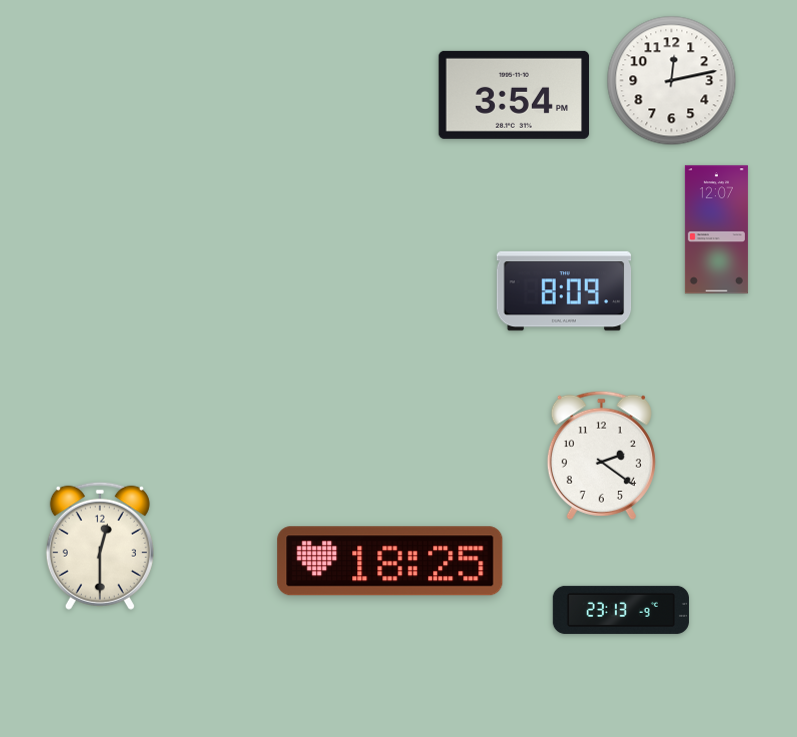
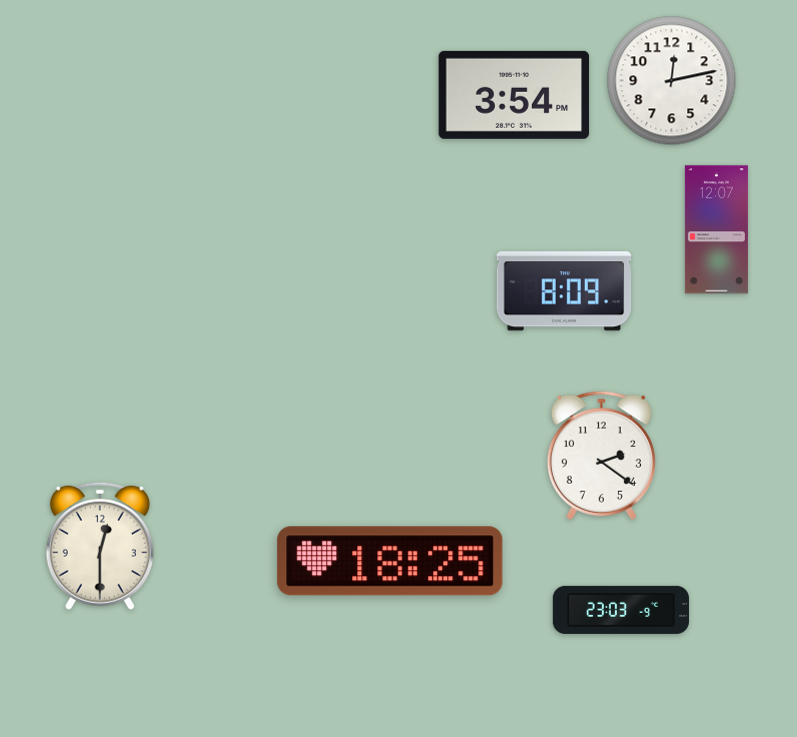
clock at (621, 610): 23:13 -> 23:03
